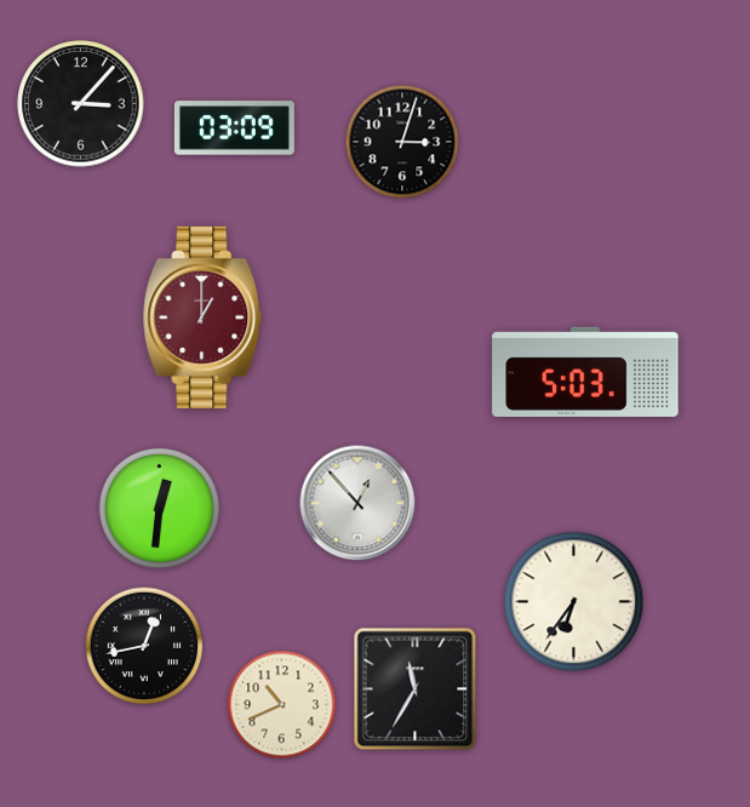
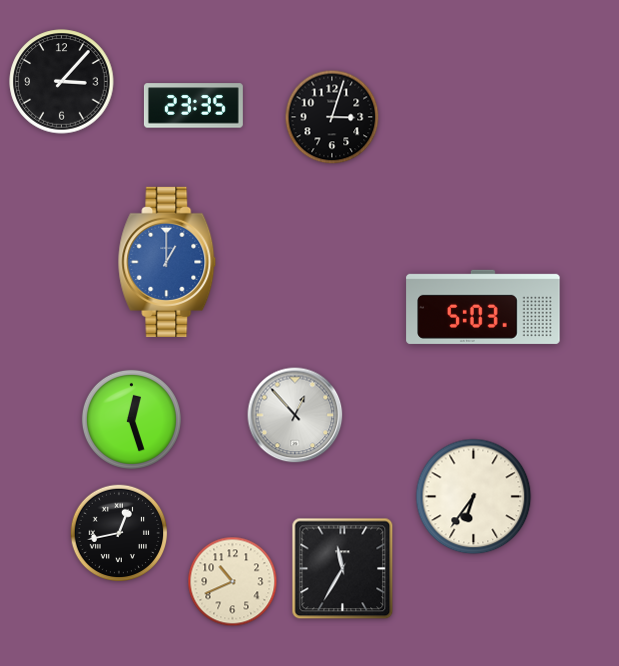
clock at (81, 104) position: (81, 104) -> (62, 82)
clock at (234, 128): 03:09 -> 23:35
clock at (202, 317) dial: burgundy -> blue
clock at (159, 508): 12:31 -> 12:27
